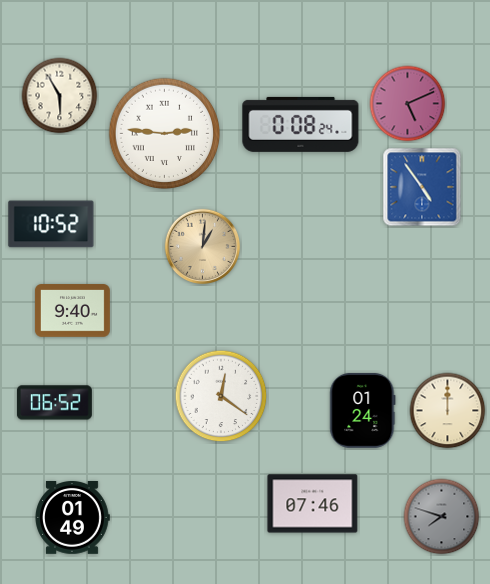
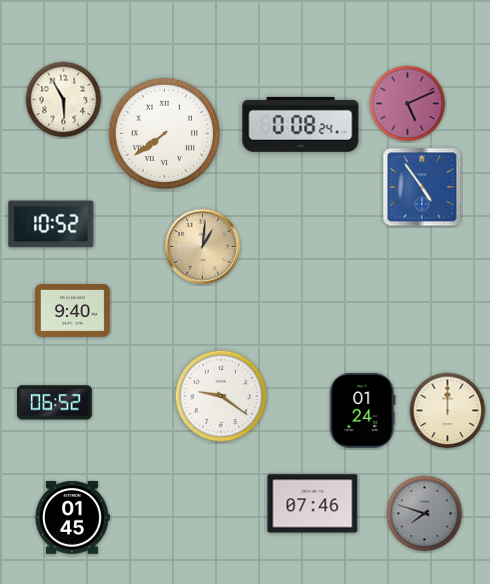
clock at (60, 96) position: (60, 96) -> (64, 100)
clock at (165, 134): 2:46 -> 7:39
clock at (221, 396): 12:21 -> 9:21
clock at (442, 517) position: (442, 517) -> (425, 514)
clock at (72, 518): 01:49 -> 01:45
